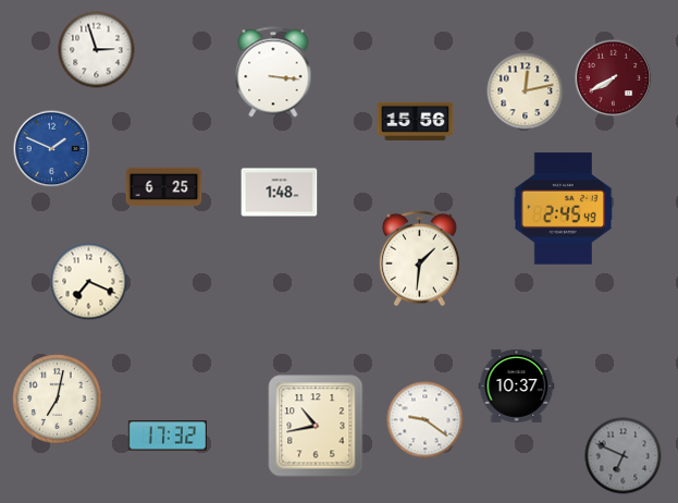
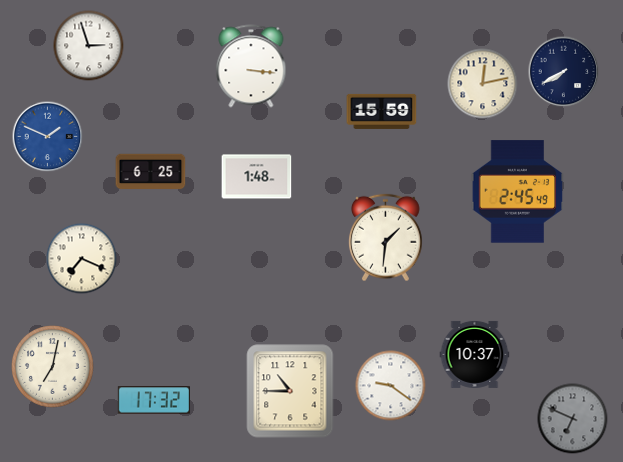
clock at (614, 78) dial: burgundy -> navy
clock at (416, 121): 15:56 -> 15:59
clock at (316, 426): 10:43 -> 10:45
